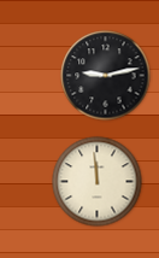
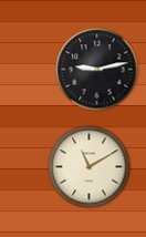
clock at (98, 182): 11:59 -> 11:10
